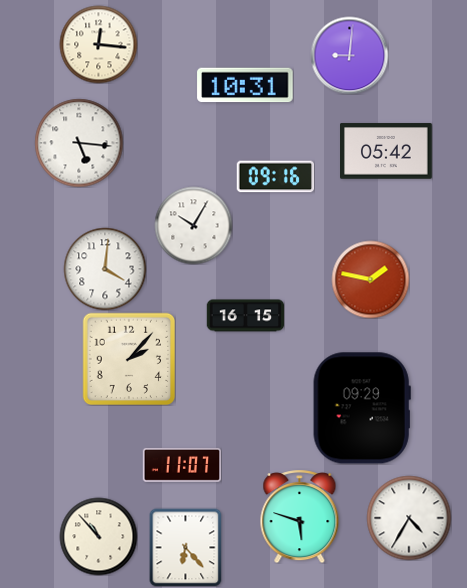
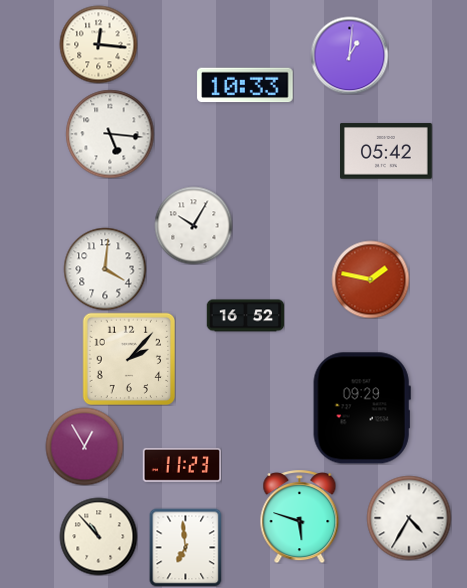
clock at (349, 55): 9:01 -> 1:01
clock at (245, 85): 10:31 -> 10:33
clock at (79, 143) position: (79, 143) -> (110, 134)
clock at (275, 177): 09:16 -> none
clock at (245, 316): 16:15 -> 16:52
clock at (84, 446): none -> 12:55
clock at (182, 465): 11:07 -> 11:23
clock at (186, 547): 6:23 -> 6:59
